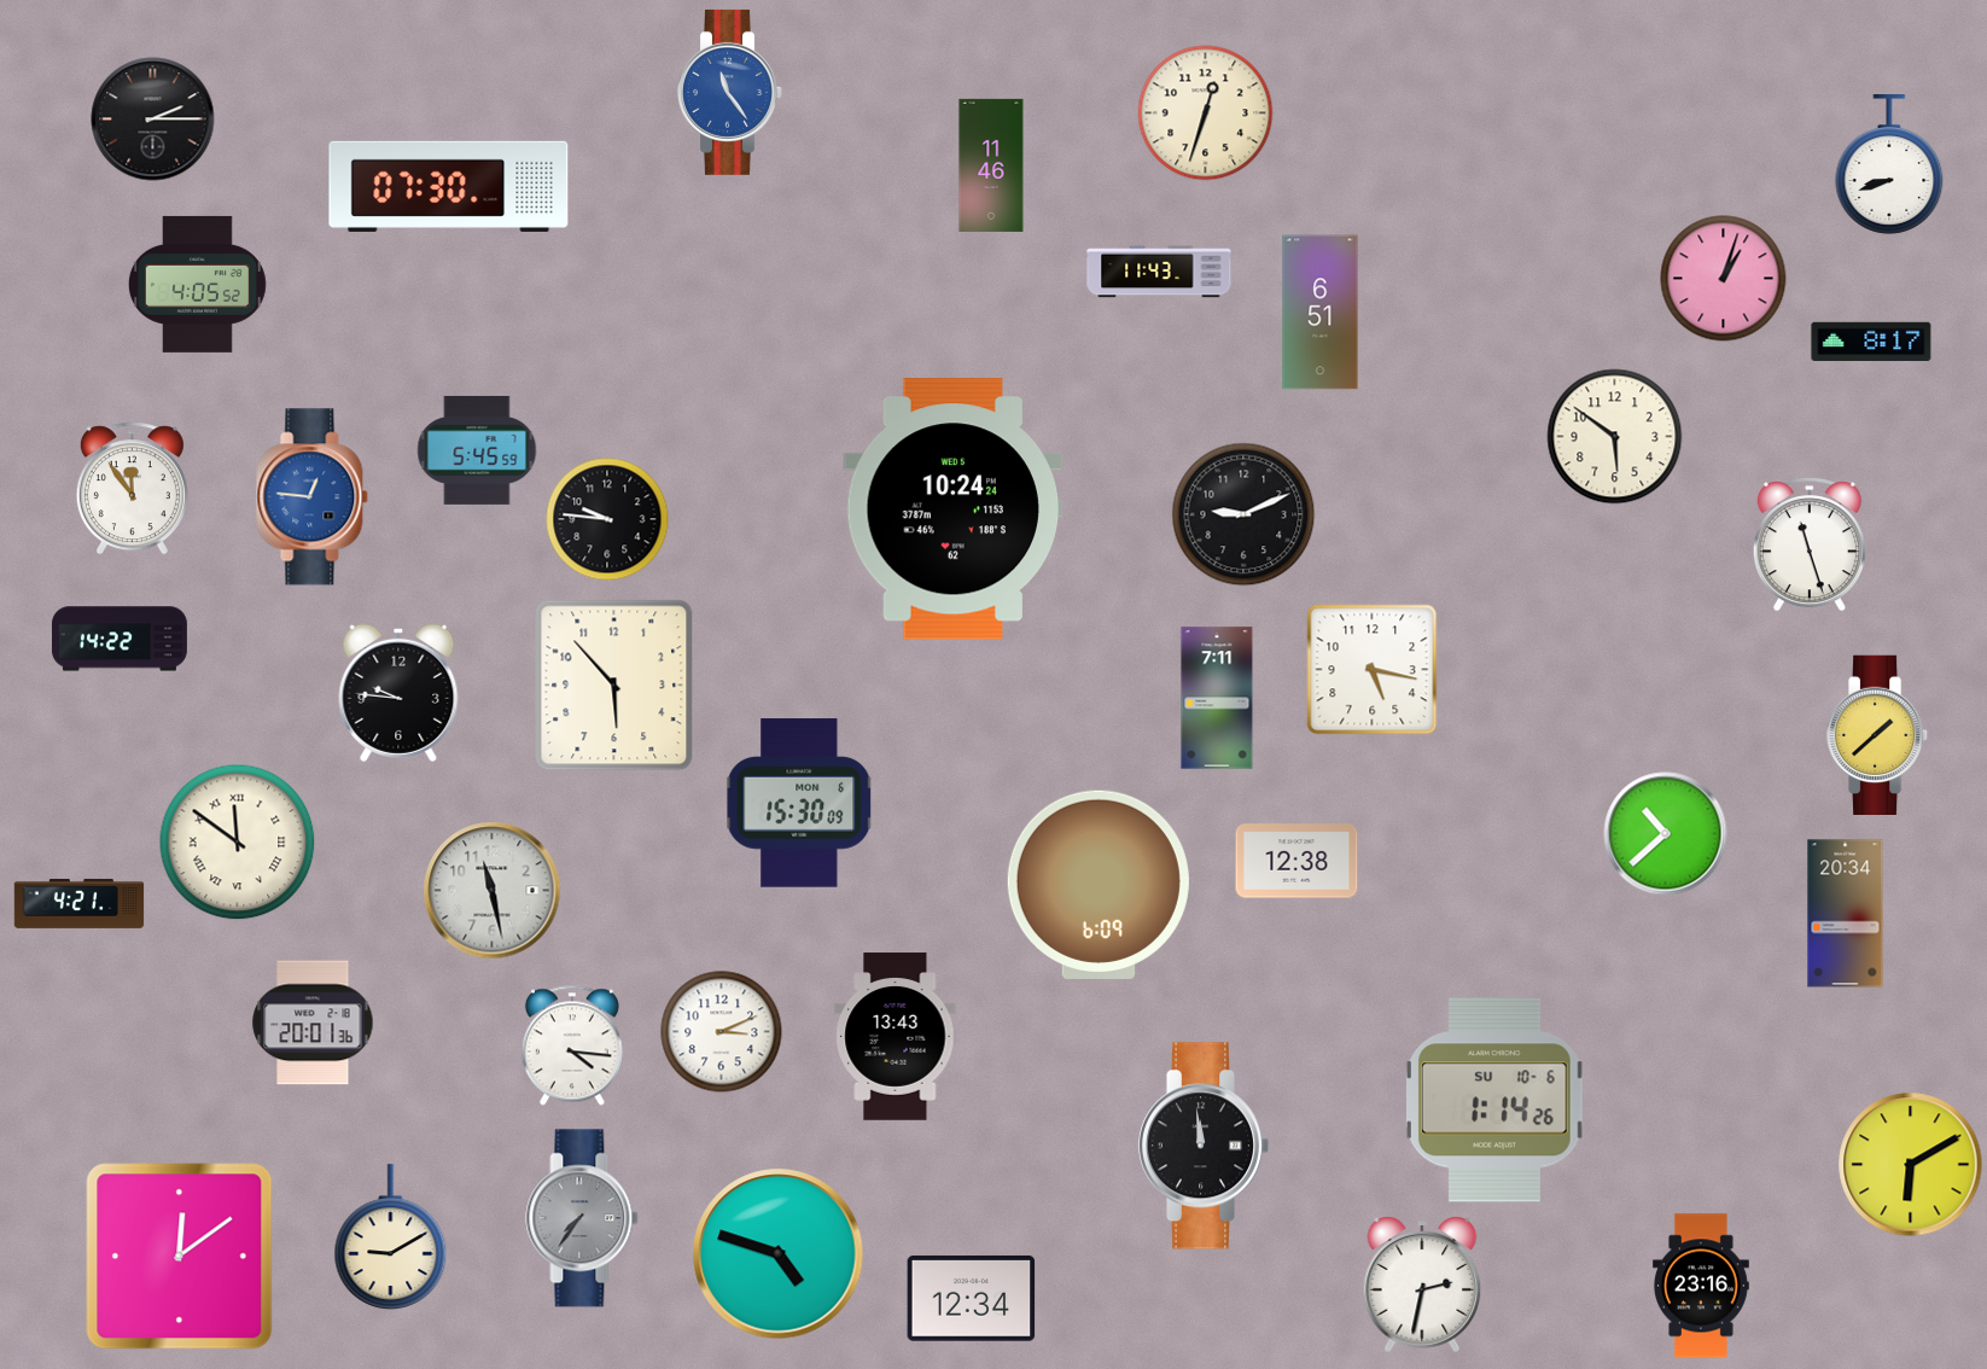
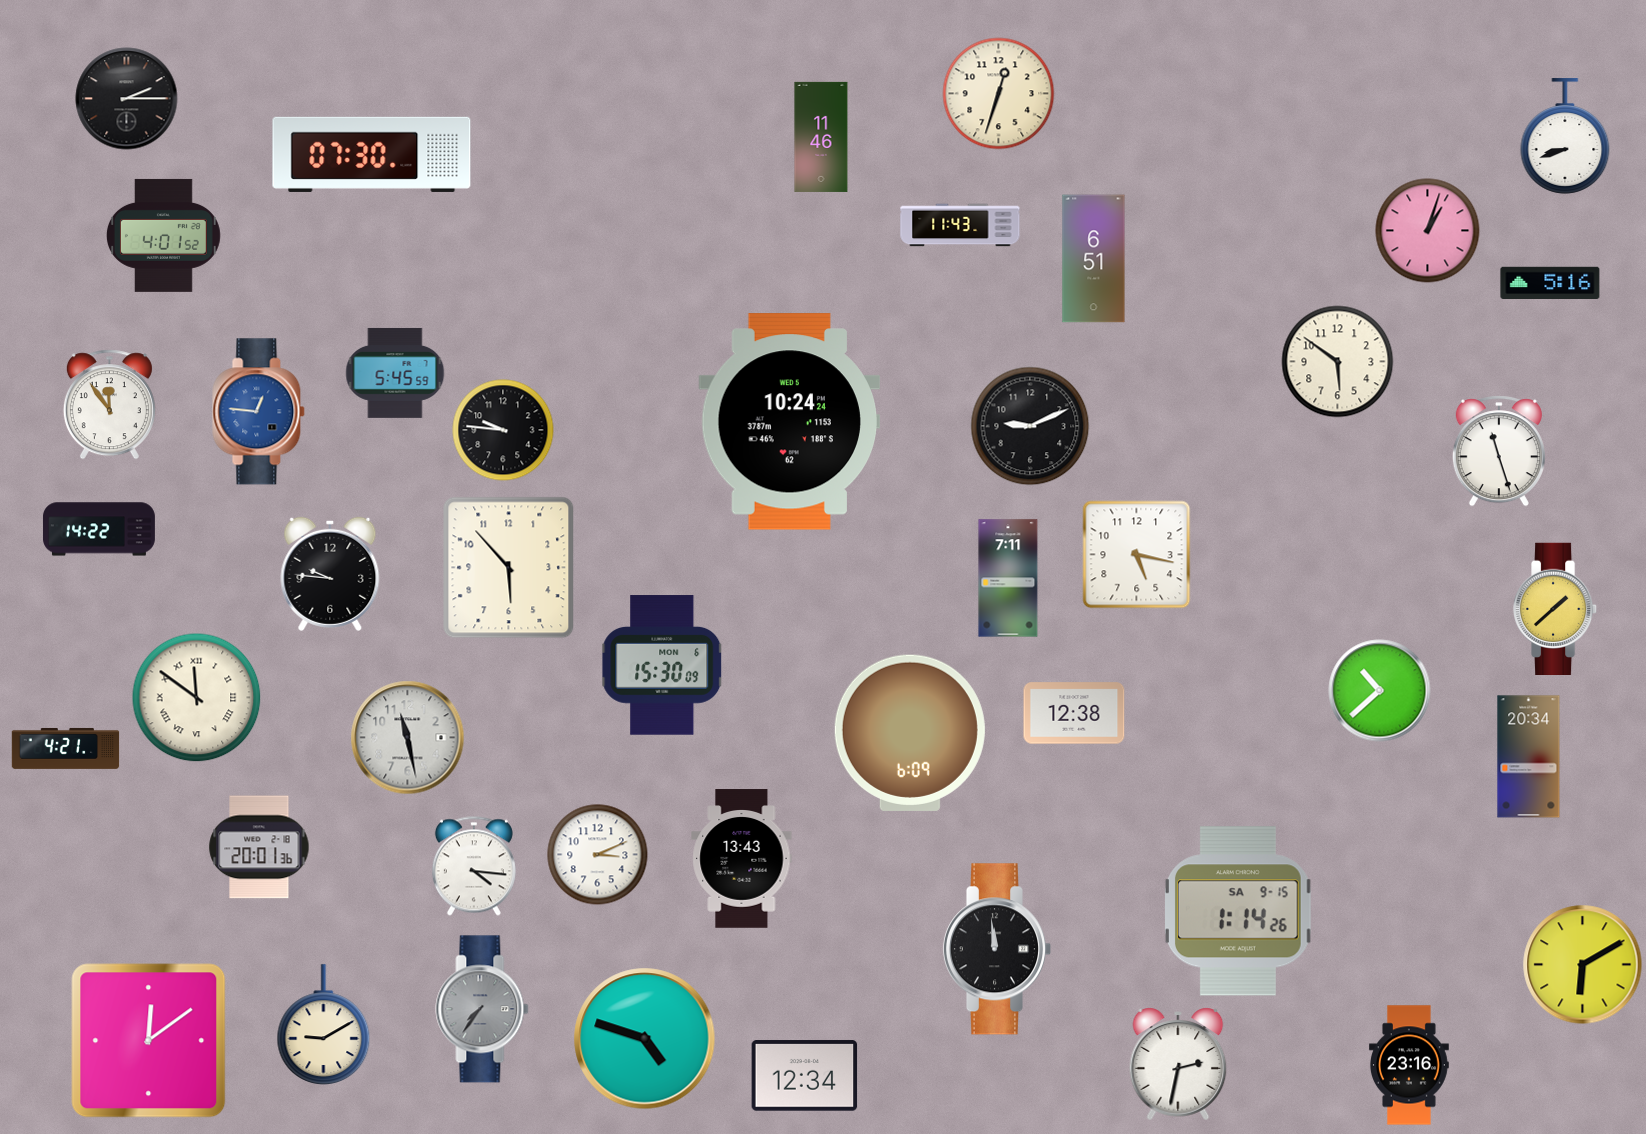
clock at (730, 92): 11:24 -> none
clock at (197, 284): 4:05 -> 4:01
clock at (1871, 340): 8:17 -> 5:16
clock at (1494, 1100) date: SU 10-6 -> SA 9-15
